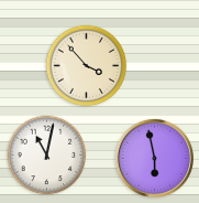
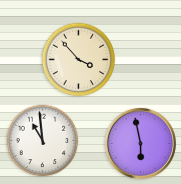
clock at (47, 156): 11:02 -> 10:59
